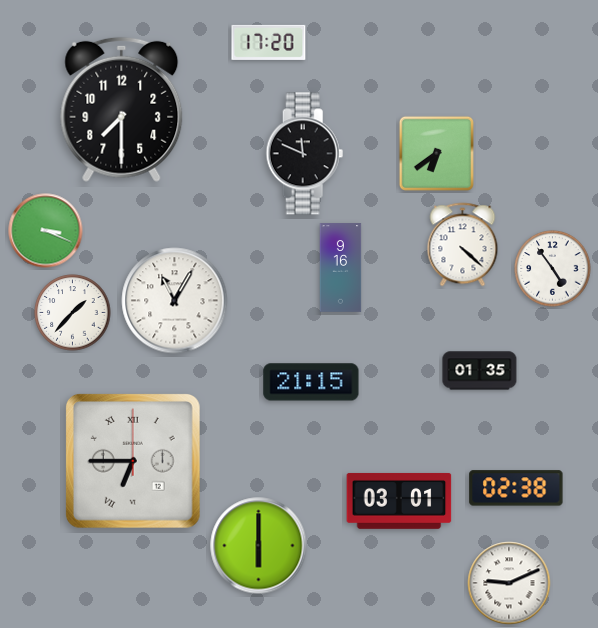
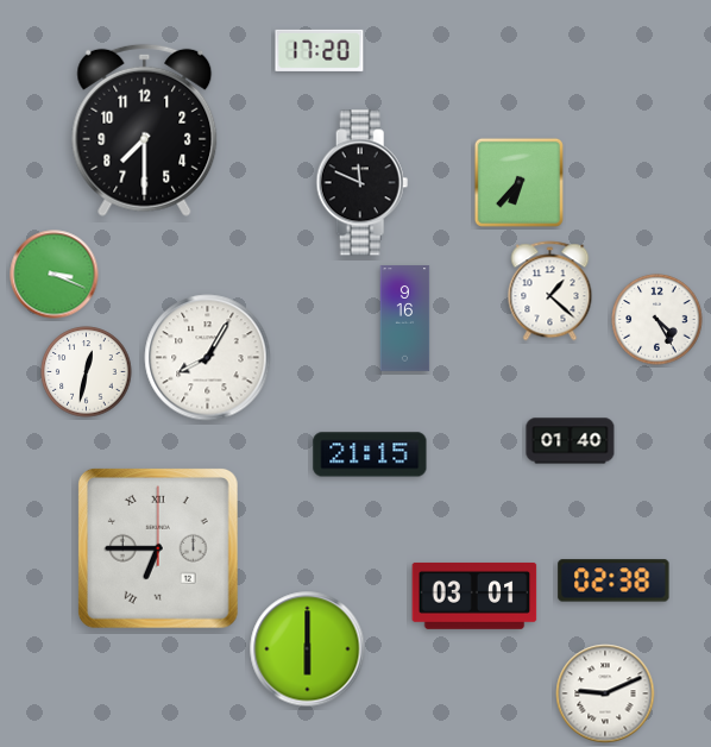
clock at (436, 153): 6:39 -> 6:37
clock at (463, 245): 4:22 -> 1:22
clock at (553, 269): 4:54 -> 4:25
clock at (175, 301): 11:05 -> 8:05
clock at (73, 313): 1:37 -> 12:32
clock at (480, 371): 01:35 -> 01:40
